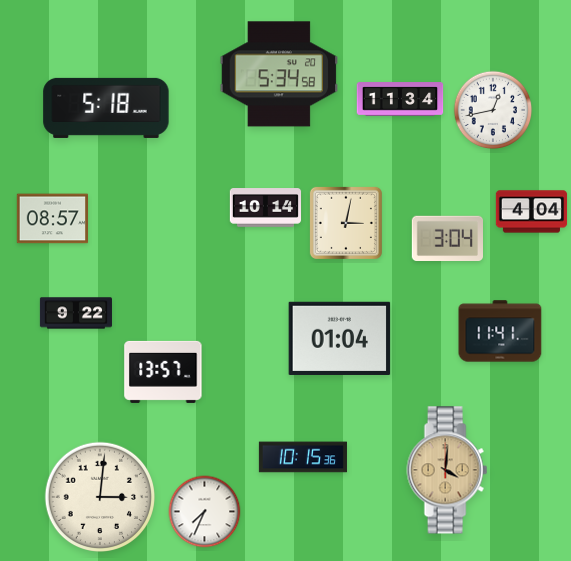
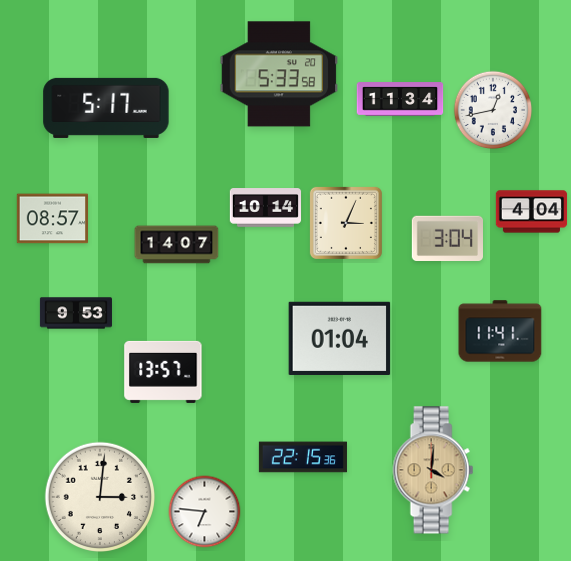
clock at (279, 74): 5:34 -> 5:33
clock at (106, 108): 5:18 -> 5:17
clock at (346, 223): 3:02 -> 3:04
clock at (177, 245): none -> 14:07
clock at (76, 313): 9:22 -> 9:53
clock at (303, 457): 10:15 -> 22:15
clock at (447, 470) position: (447, 470) -> (433, 470)
clock at (205, 512): 7:34 -> 6:46
